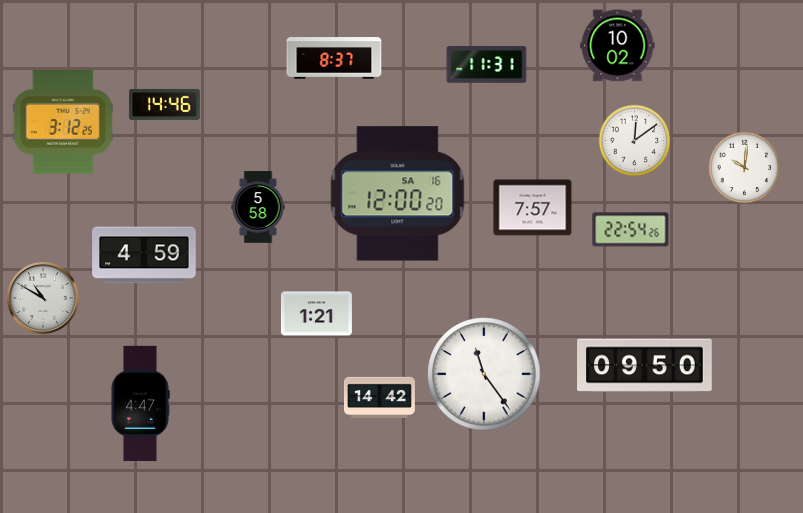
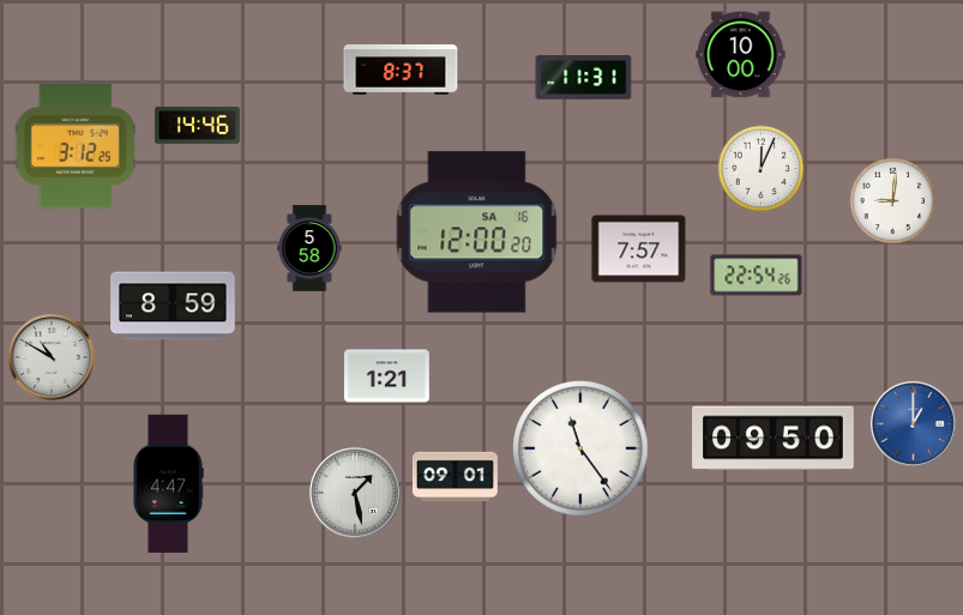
clock at (618, 46): 10:02 -> 10:00
clock at (635, 141): 12:09 -> 12:04
clock at (745, 168): 10:01 -> 9:01
clock at (144, 255): 4:59 -> 8:59
clock at (316, 314) position: (316, 314) -> (386, 376)
clock at (913, 423): none -> 1:00
clock at (379, 398): 14:42 -> 09:01
clock at (355, 493): none -> 1:28
